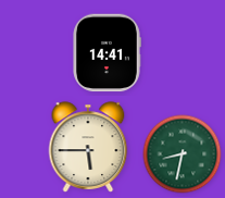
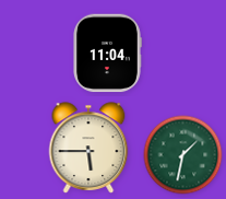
clock at (107, 53): 14:41 -> 11:04
clock at (183, 154): 8:32 -> 1:32
